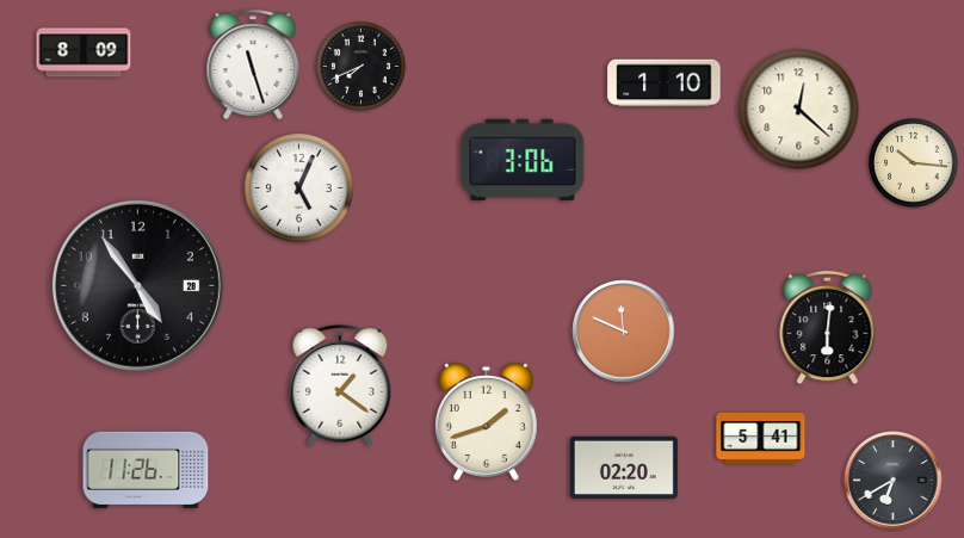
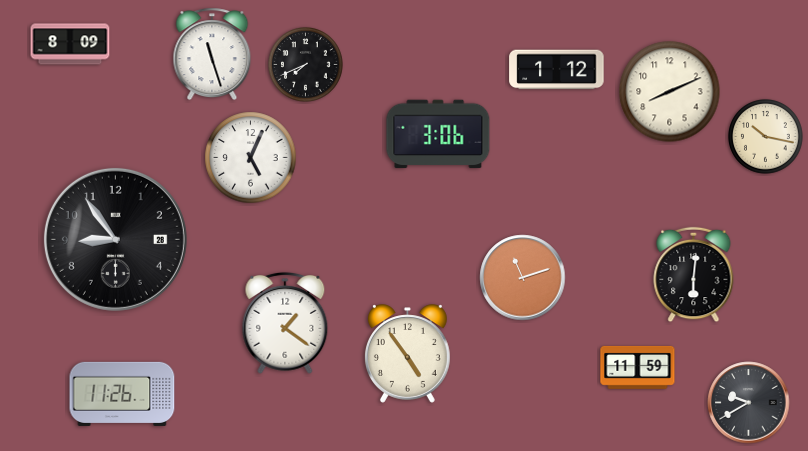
clock at (361, 67) position: (361, 67) -> (306, 65)
clock at (665, 84): 1:10 -> 1:12
clock at (799, 110): 12:22 -> 8:11
clock at (914, 163): 10:16 -> 10:17
clock at (137, 285): 4:54 -> 8:54
clock at (624, 332): 11:49 -> 11:12
clock at (486, 422): 1:42 -> 4:54
clock at (761, 438): 5:41 -> 11:59
clock at (624, 466): 02:20 -> none
clock at (894, 481): 6:40 -> 9:40
